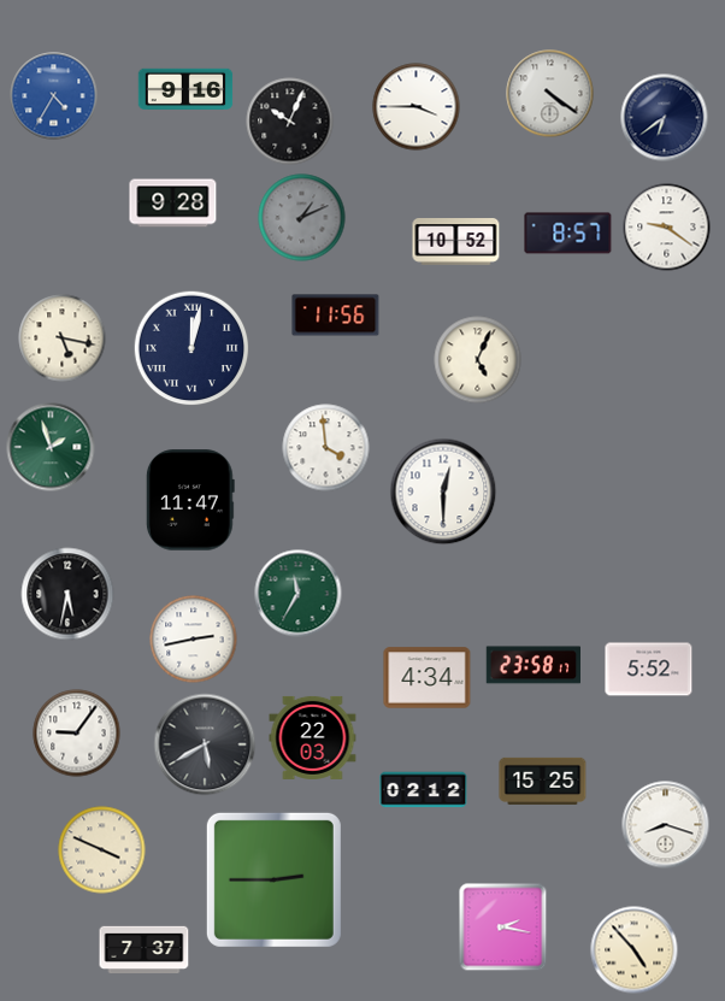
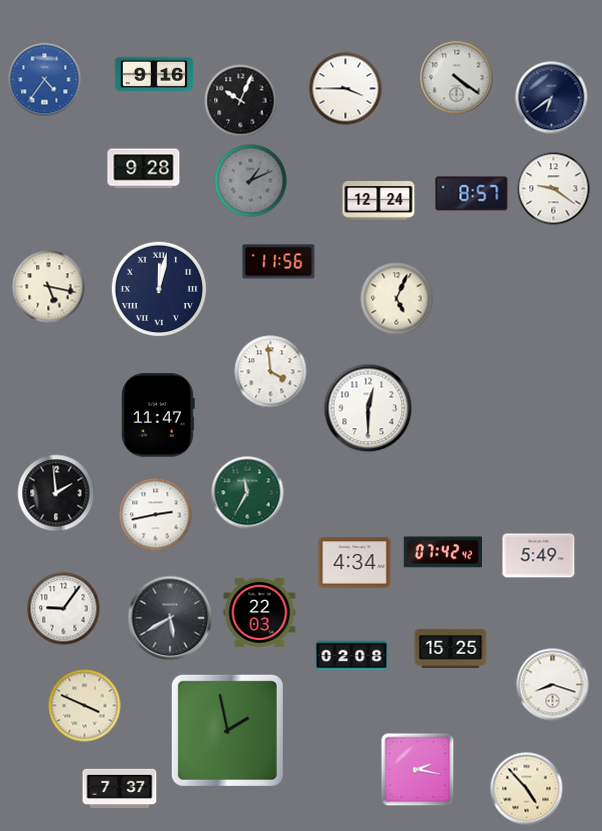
clock at (54, 96): 4:35 -> 4:36
clock at (456, 242): 10:52 -> 12:24
clock at (63, 338) position: (63, 338) -> (49, 287)
clock at (51, 447): 1:57 -> none
clock at (67, 594): 5:32 -> 1:59
clock at (194, 640) position: (194, 640) -> (156, 515)
clock at (532, 665): 23:58 -> 07:42
clock at (649, 670): 5:52 -> 5:49
clock at (424, 790): 02:12 -> 02:08
clock at (273, 879): 2:45 -> 1:58
